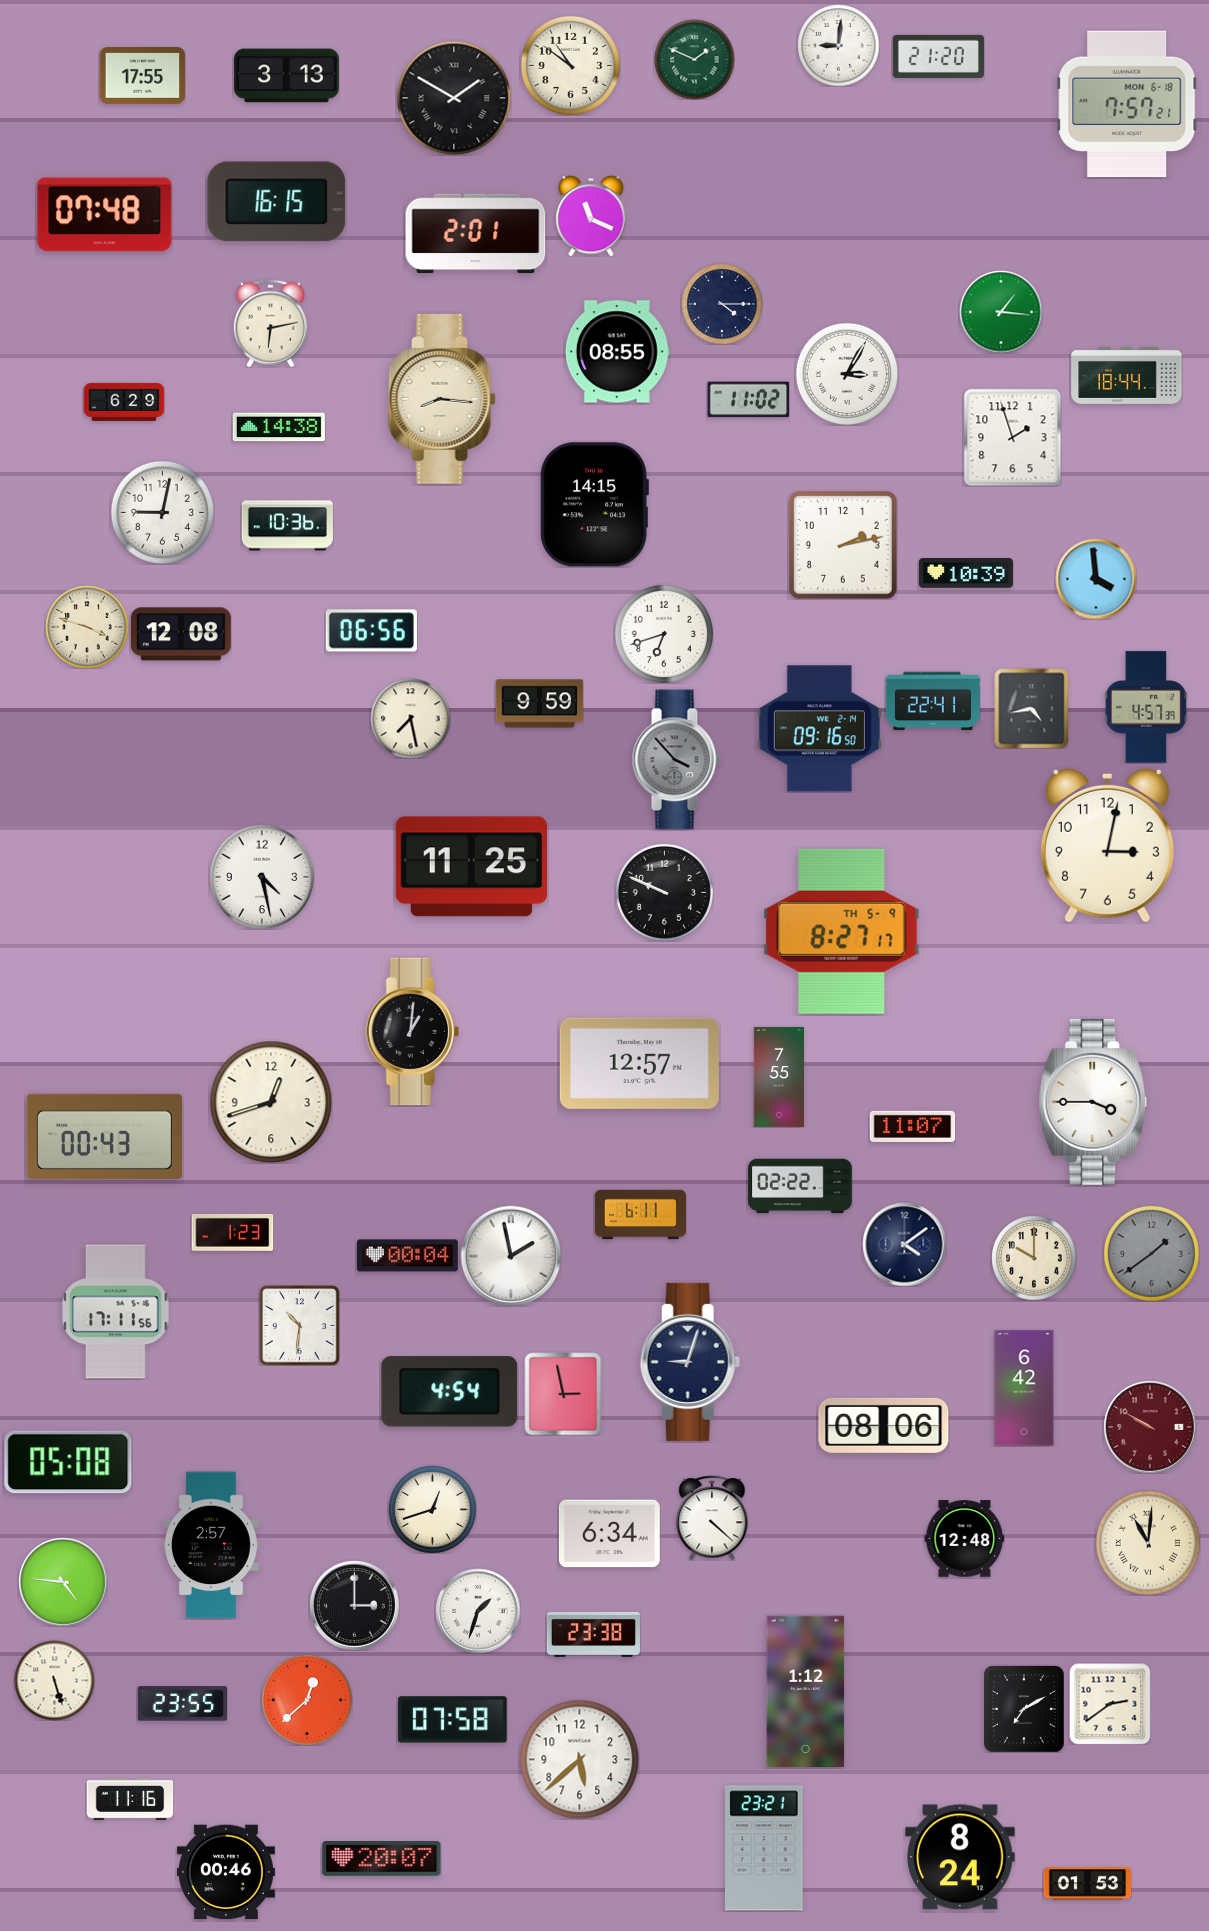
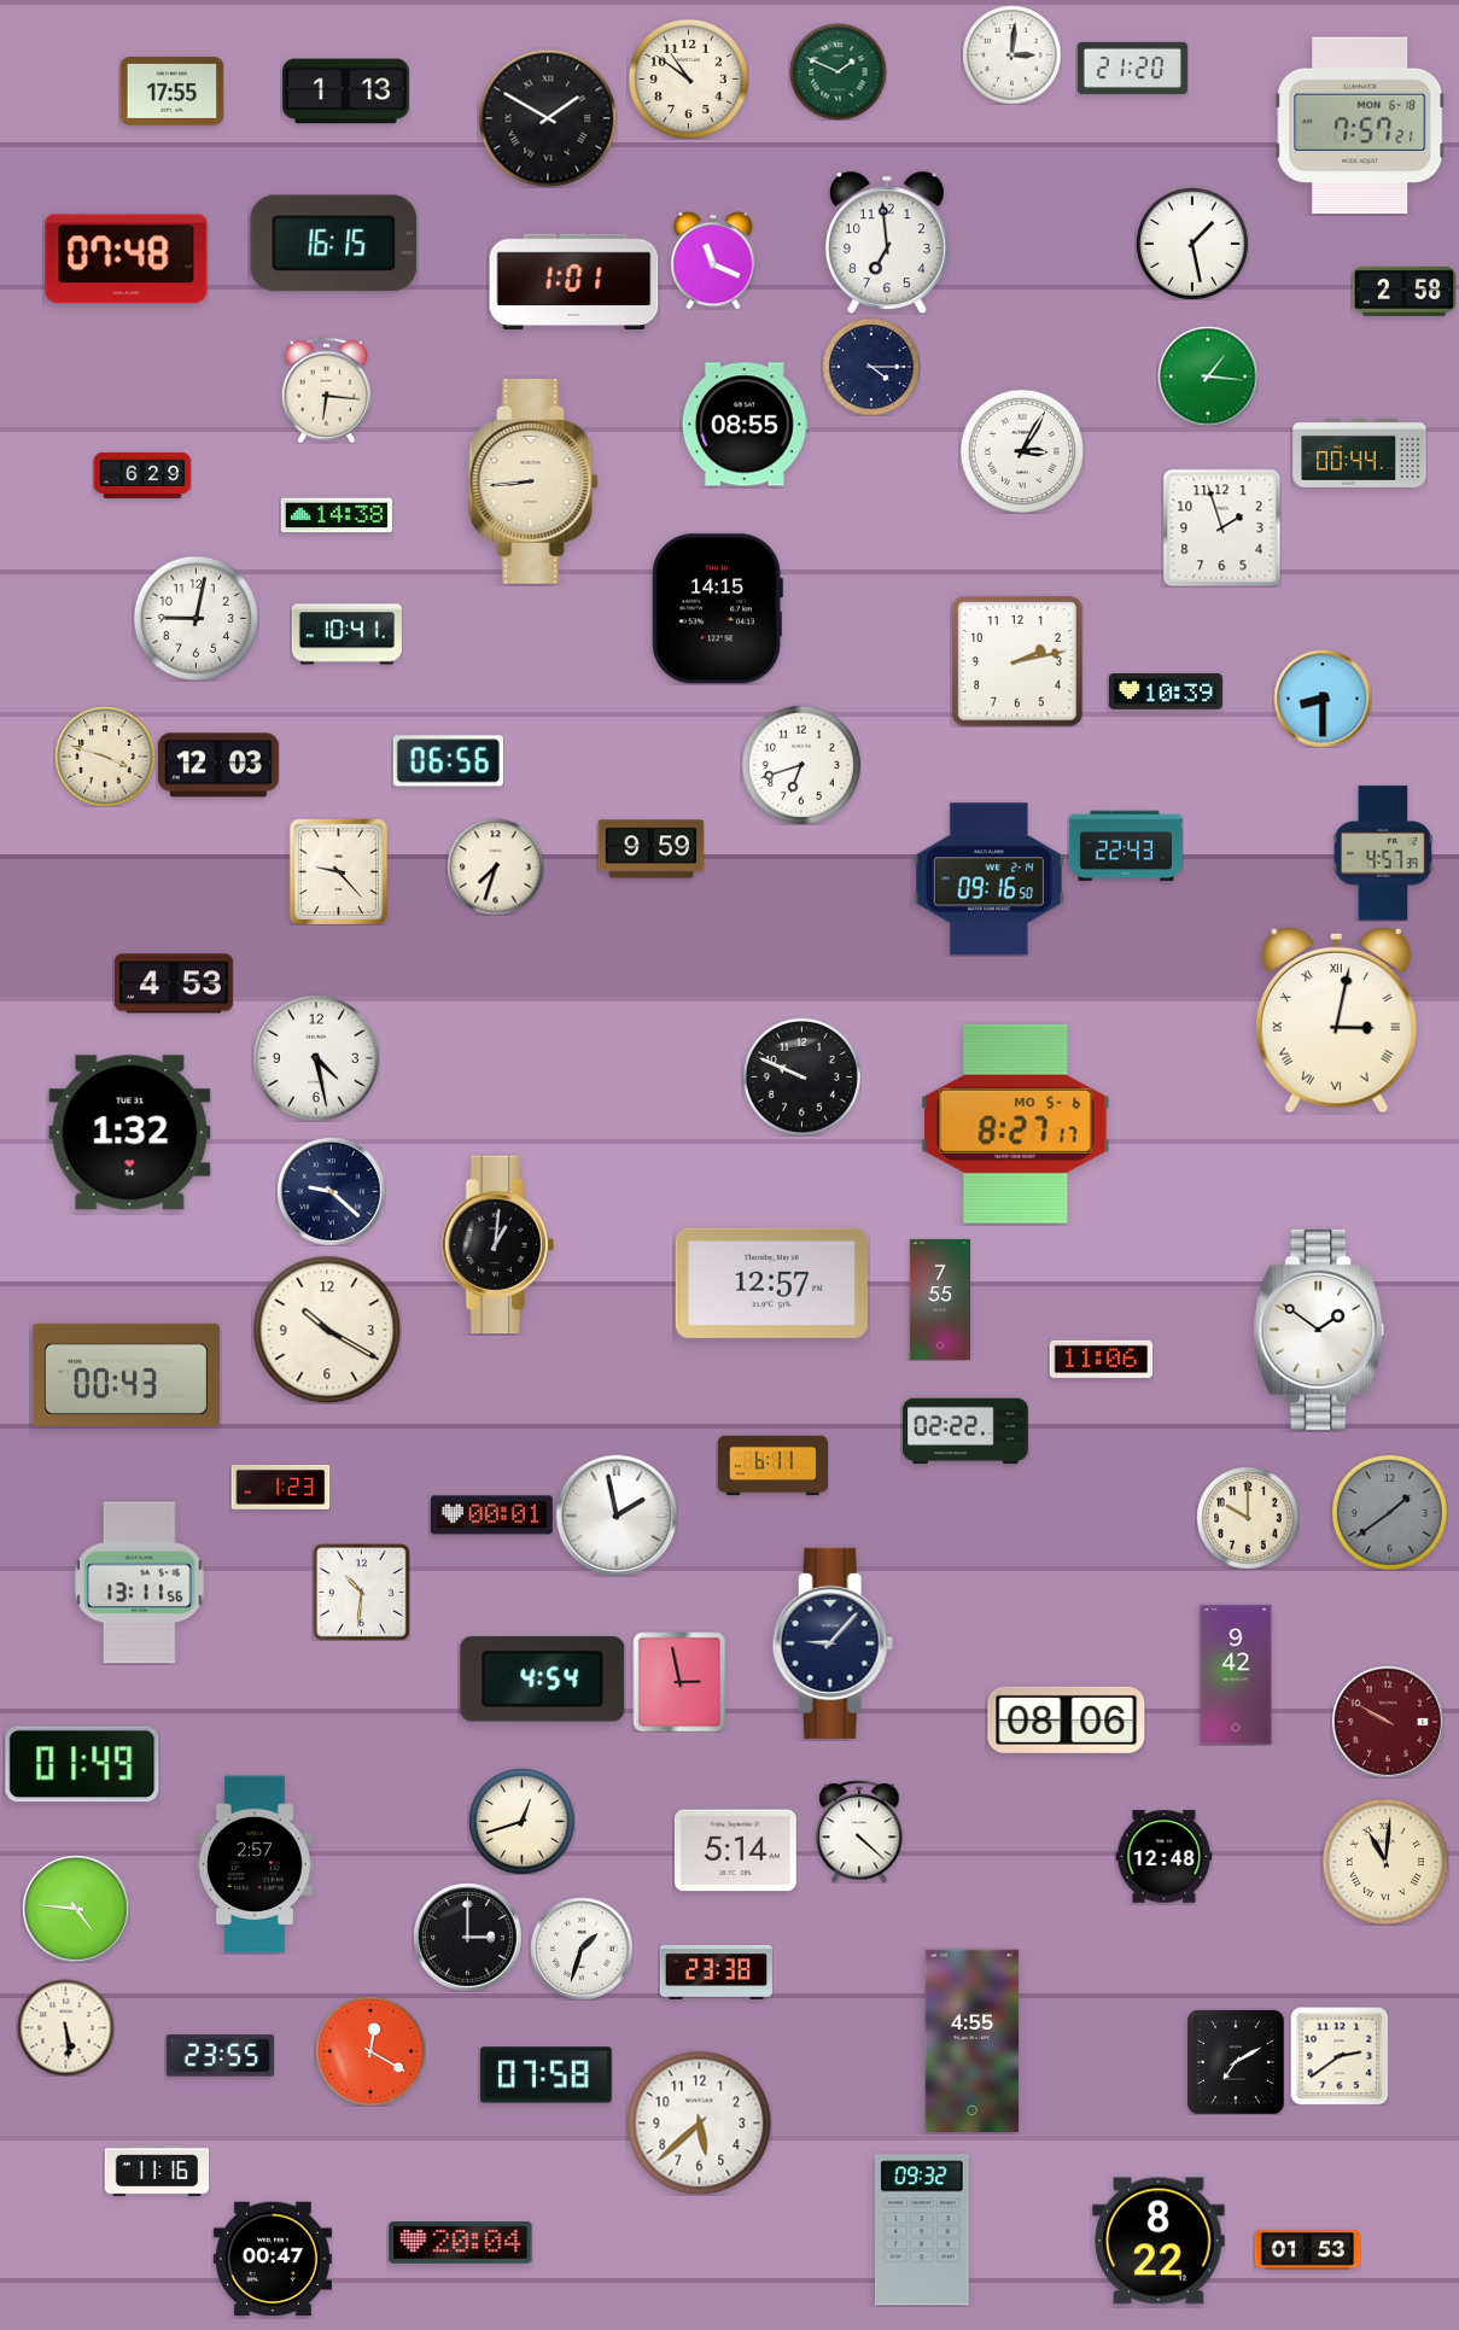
clock at (838, 45): 9:01 -> 3:01
clock at (287, 76): 3:13 -> 1:13
clock at (887, 243): none -> 6:59
clock at (1192, 244): none -> 1:28
clock at (476, 234): 2:01 -> 1:01
clock at (1403, 291): none -> 2:58
clock at (270, 323): 6:13 -> 6:16
clock at (1127, 375): 18:44 -> 00:44
clock at (442, 399): 8:16 -> 8:44
clock at (748, 400): 11:02 -> none
clock at (124, 402) position: (124, 402) -> (142, 475)
clock at (287, 526): 10:36 -> 10:41
clock at (843, 545) position: (843, 545) -> (1017, 661)
clock at (1096, 579): 3:59 -> 8:30
clock at (181, 634): 12:08 -> 12:03
clock at (933, 701): 22:41 -> 22:43
clock at (1032, 708): 4:43 -> none
clock at (410, 718): 7:28 -> 7:33
clock at (339, 871): none -> 9:23
clock at (676, 760): 3:53 -> none
clock at (174, 983): none -> 4:53
clock at (1107, 845) numerals: Arabic -> Roman
clock at (471, 867): 11:25 -> none
clock at (842, 931) date: TH 5-9 -> MO 5-6
clock at (130, 1133): none -> 1:32
clock at (332, 1192): none -> 9:22
clock at (271, 1102): 12:42 -> 10:20
clock at (1093, 1102): 3:45 -> 1:51
clock at (912, 1126): 11:07 -> 11:06
clock at (104, 1136) position: (104, 1136) -> (126, 1374)
clock at (904, 1244): 4:09 -> none
clock at (407, 1256): 00:04 -> 00:01
clock at (116, 1312): 17:11 -> 13:11
clock at (299, 1325) position: (299, 1325) -> (361, 1592)
clock at (690, 1362): 9:03 -> 9:07
clock at (1024, 1388): 6:42 -> 9:42
clock at (68, 1462): 05:08 -> 01:49
clock at (609, 1534): 6:34 -> 5:14
clock at (355, 1606) position: (355, 1606) -> (468, 1938)
clock at (478, 1611) position: (478, 1611) -> (582, 1949)
clock at (54, 1680): 5:27 -> 5:29
clock at (806, 1692): 1:12 -> 4:55
clock at (307, 1700): 12:38 -> 12:20
clock at (765, 1848): 23:21 -> 09:32
clock at (960, 1857): 8:24 -> 8:22
clock at (382, 1859): 20:07 -> 20:04
clock at (226, 1872): 00:46 -> 00:47
clock at (1087, 1884) position: (1087, 1884) -> (1307, 2250)
